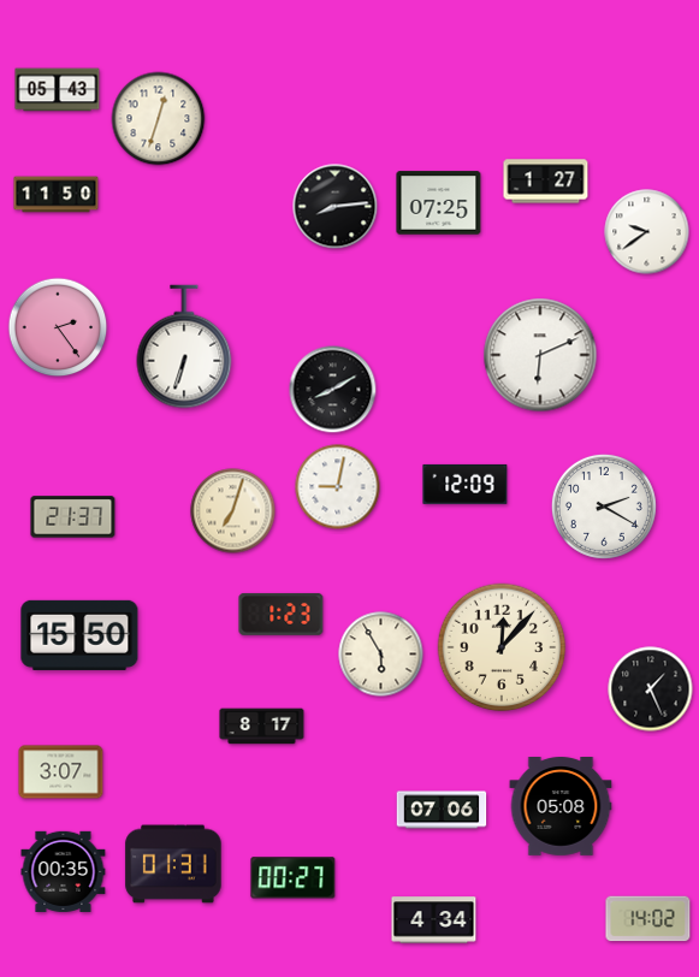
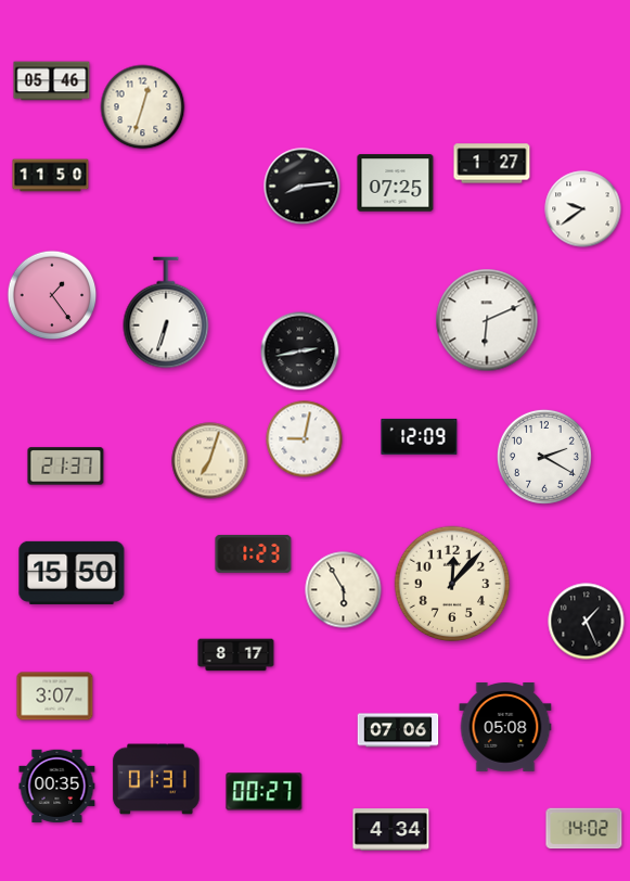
clock at (58, 90): 05:43 -> 05:46
clock at (58, 327): 2:24 -> 1:24
clock at (333, 390): 8:10 -> 2:43
